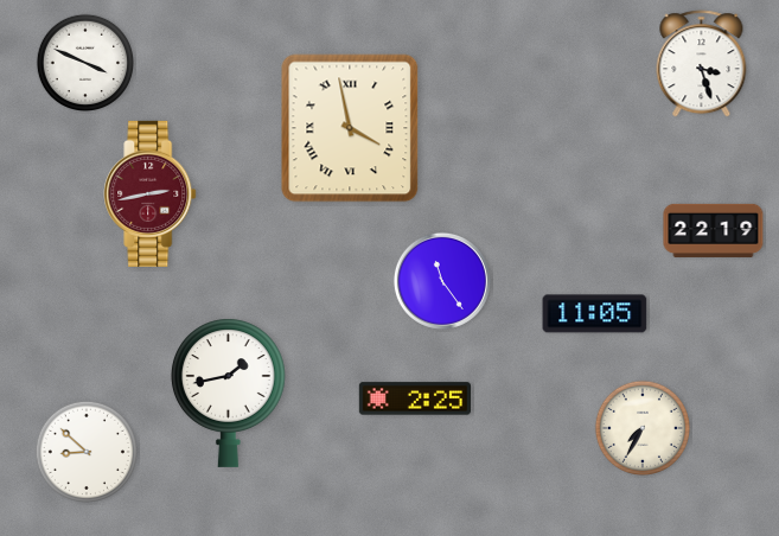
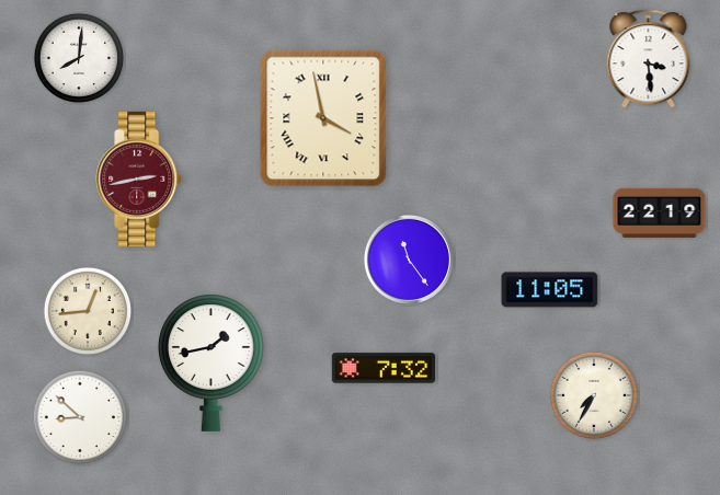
clock at (84, 62): 3:49 -> 8:01
clock at (702, 64): 3:27 -> 3:29
clock at (87, 310): none -> 12:44
clock at (414, 398): 2:25 -> 7:32
